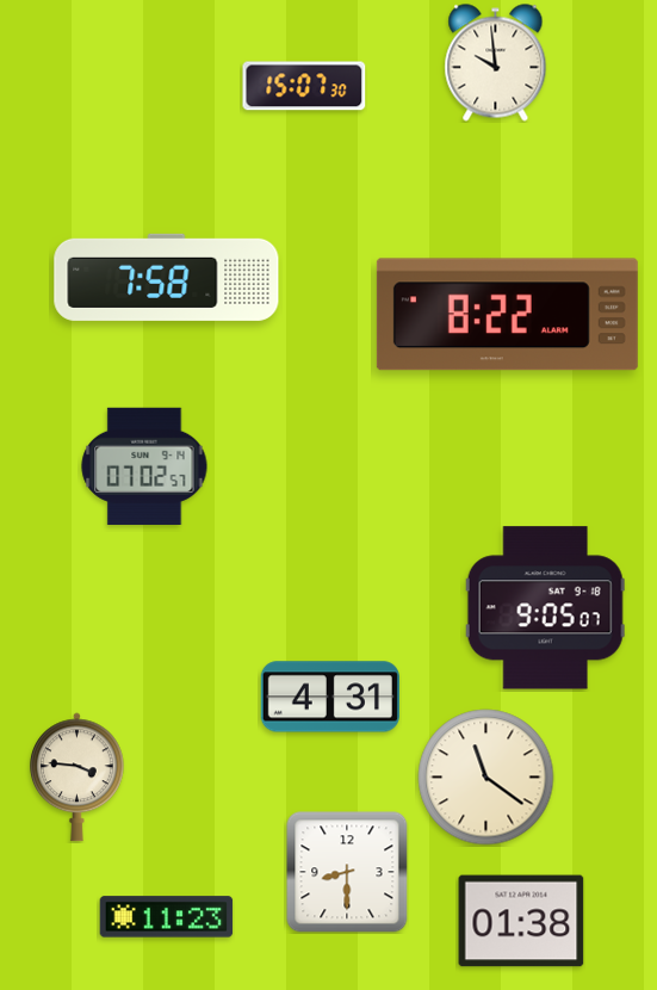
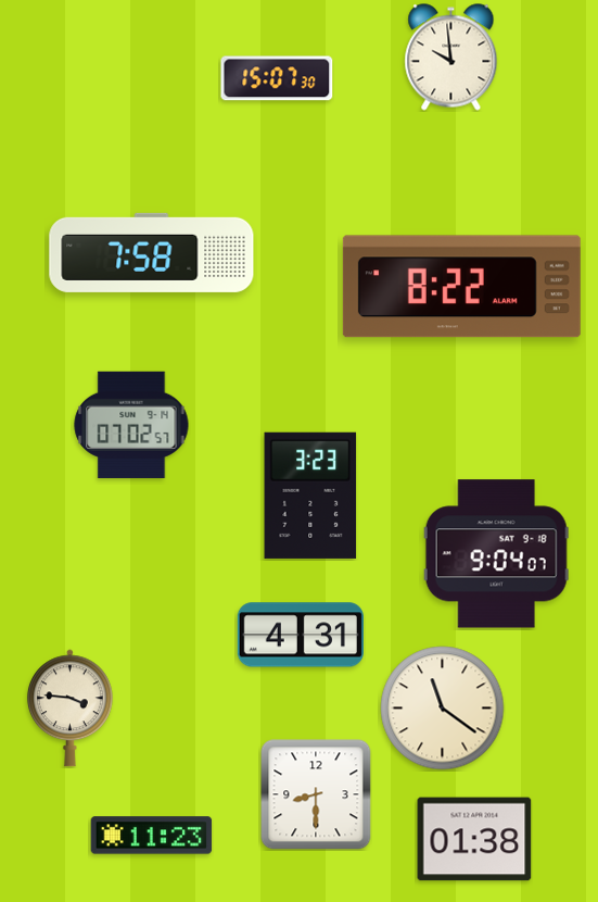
clock at (310, 496): none -> 3:23
clock at (545, 608): 9:05 -> 9:04
